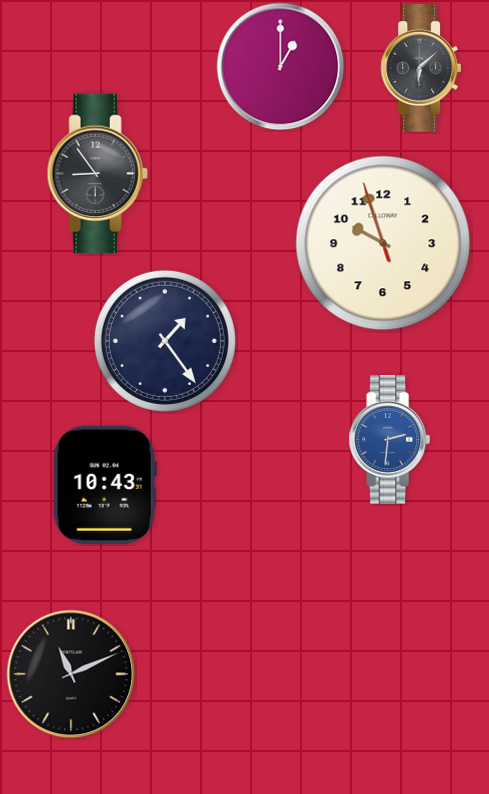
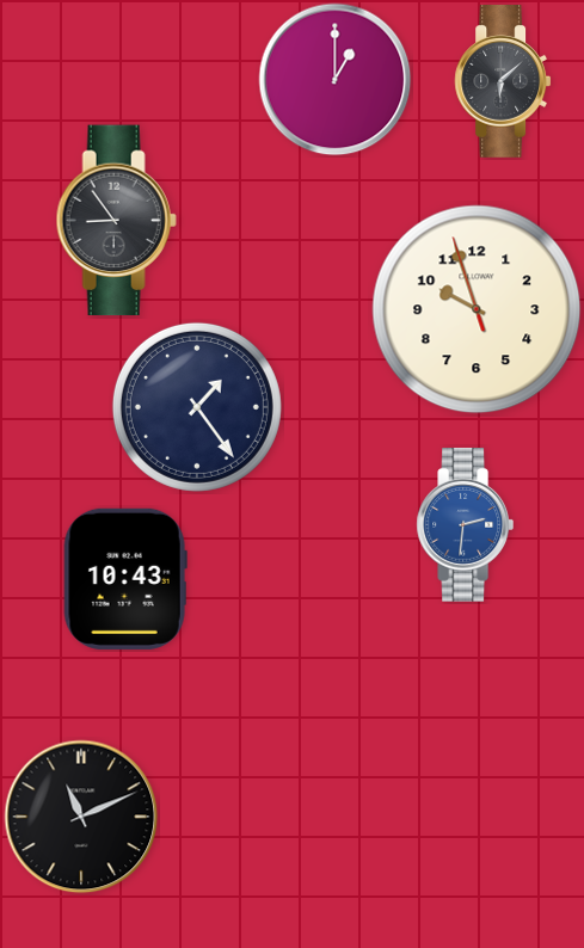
clock at (97, 174) position: (97, 174) -> (116, 221)
clock at (383, 243) position: (383, 243) -> (477, 309)
clock at (71, 674) position: (71, 674) -> (81, 817)
